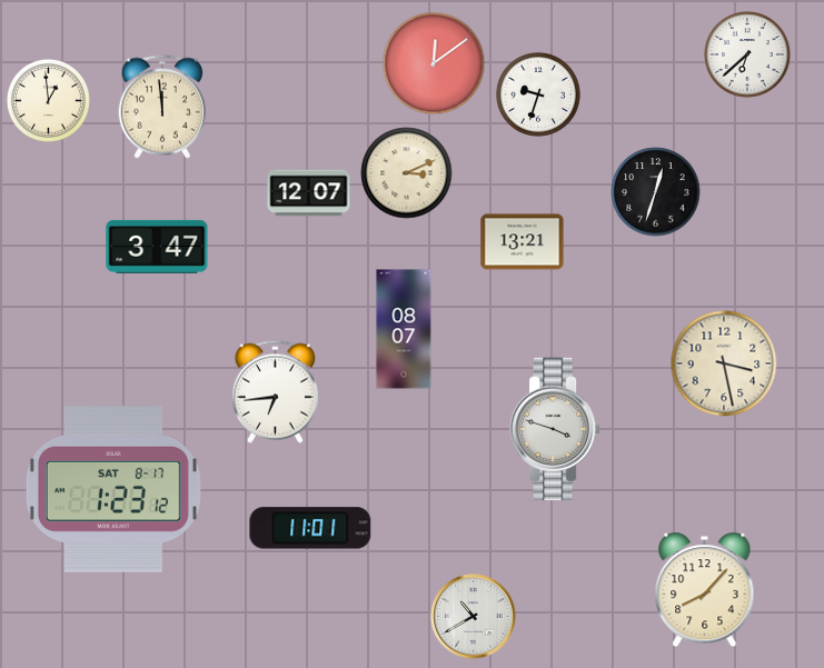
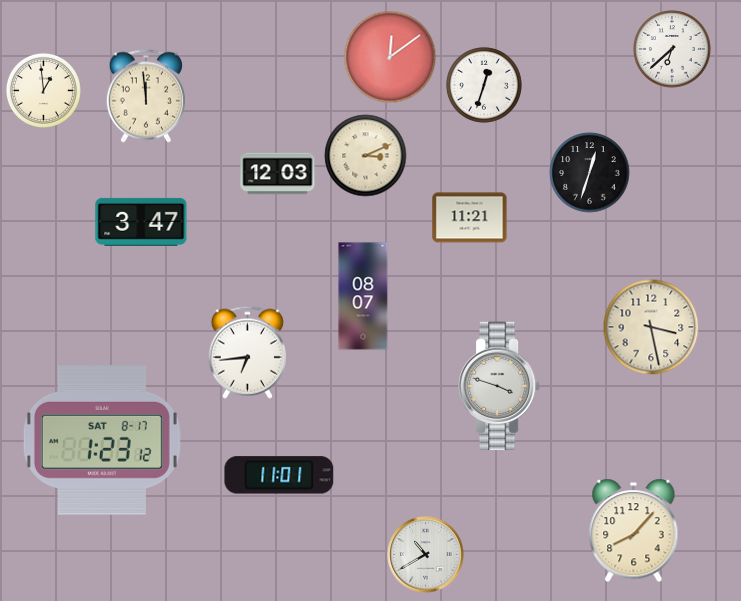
clock at (538, 94): 9:33 -> 12:33
clock at (309, 193): 12:07 -> 12:03
clock at (523, 242): 13:21 -> 11:21
